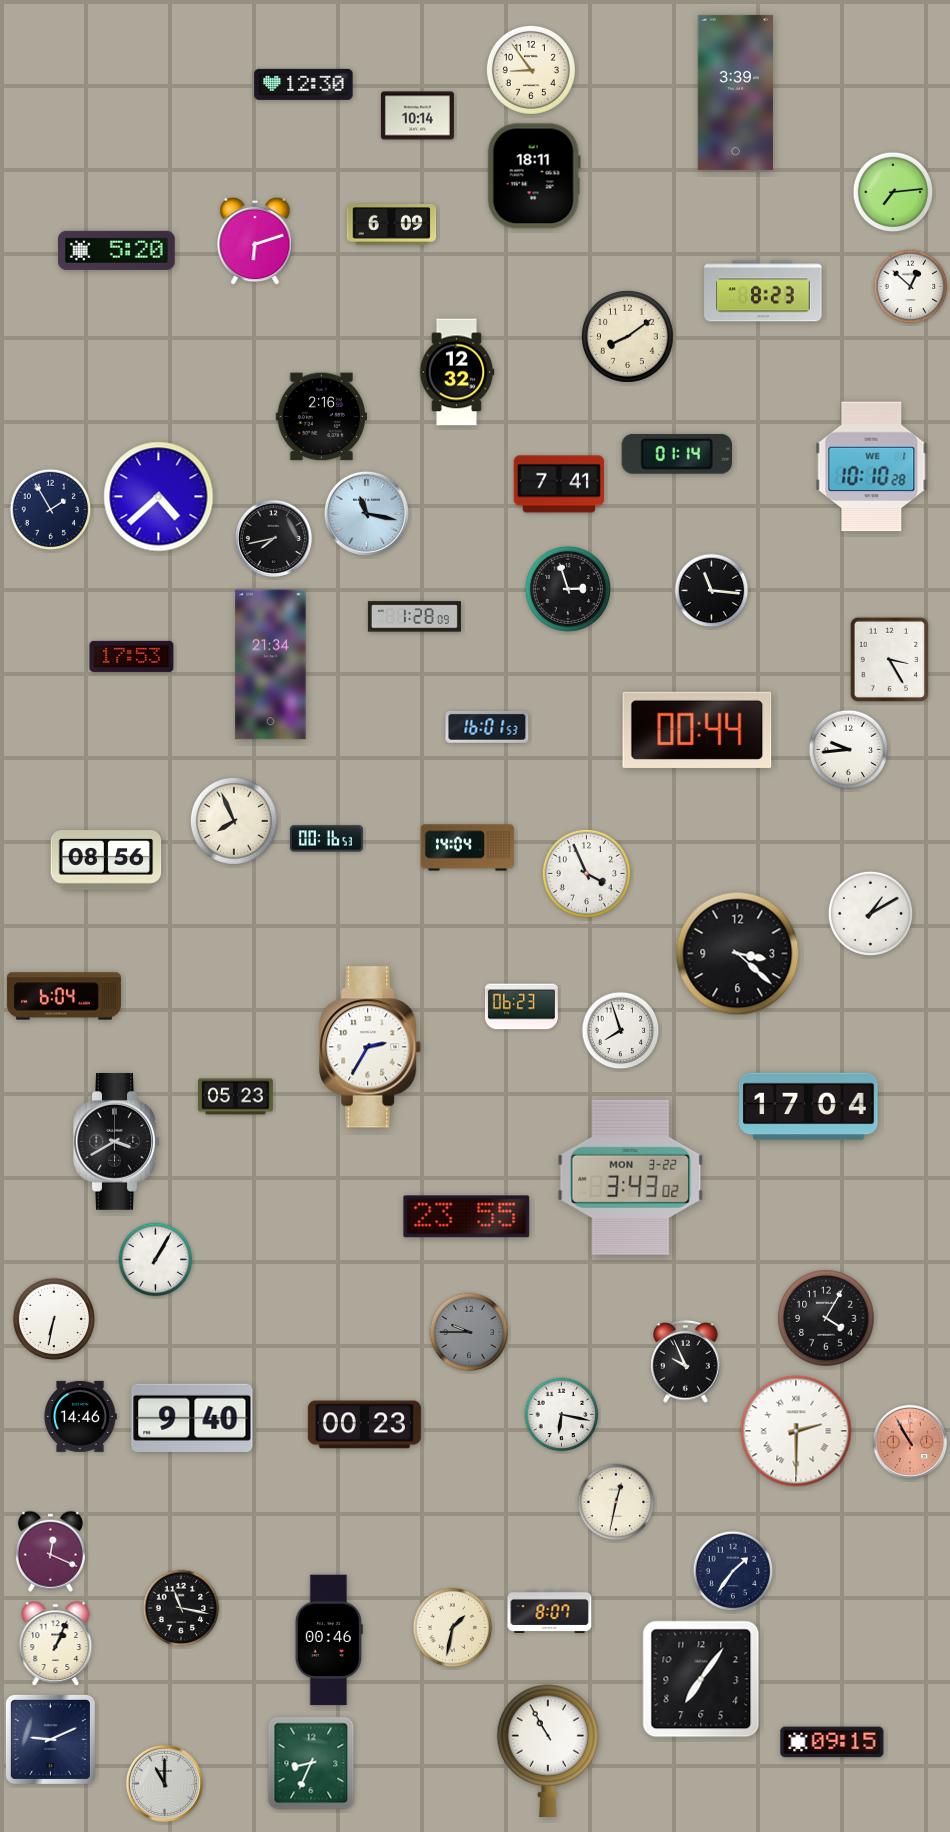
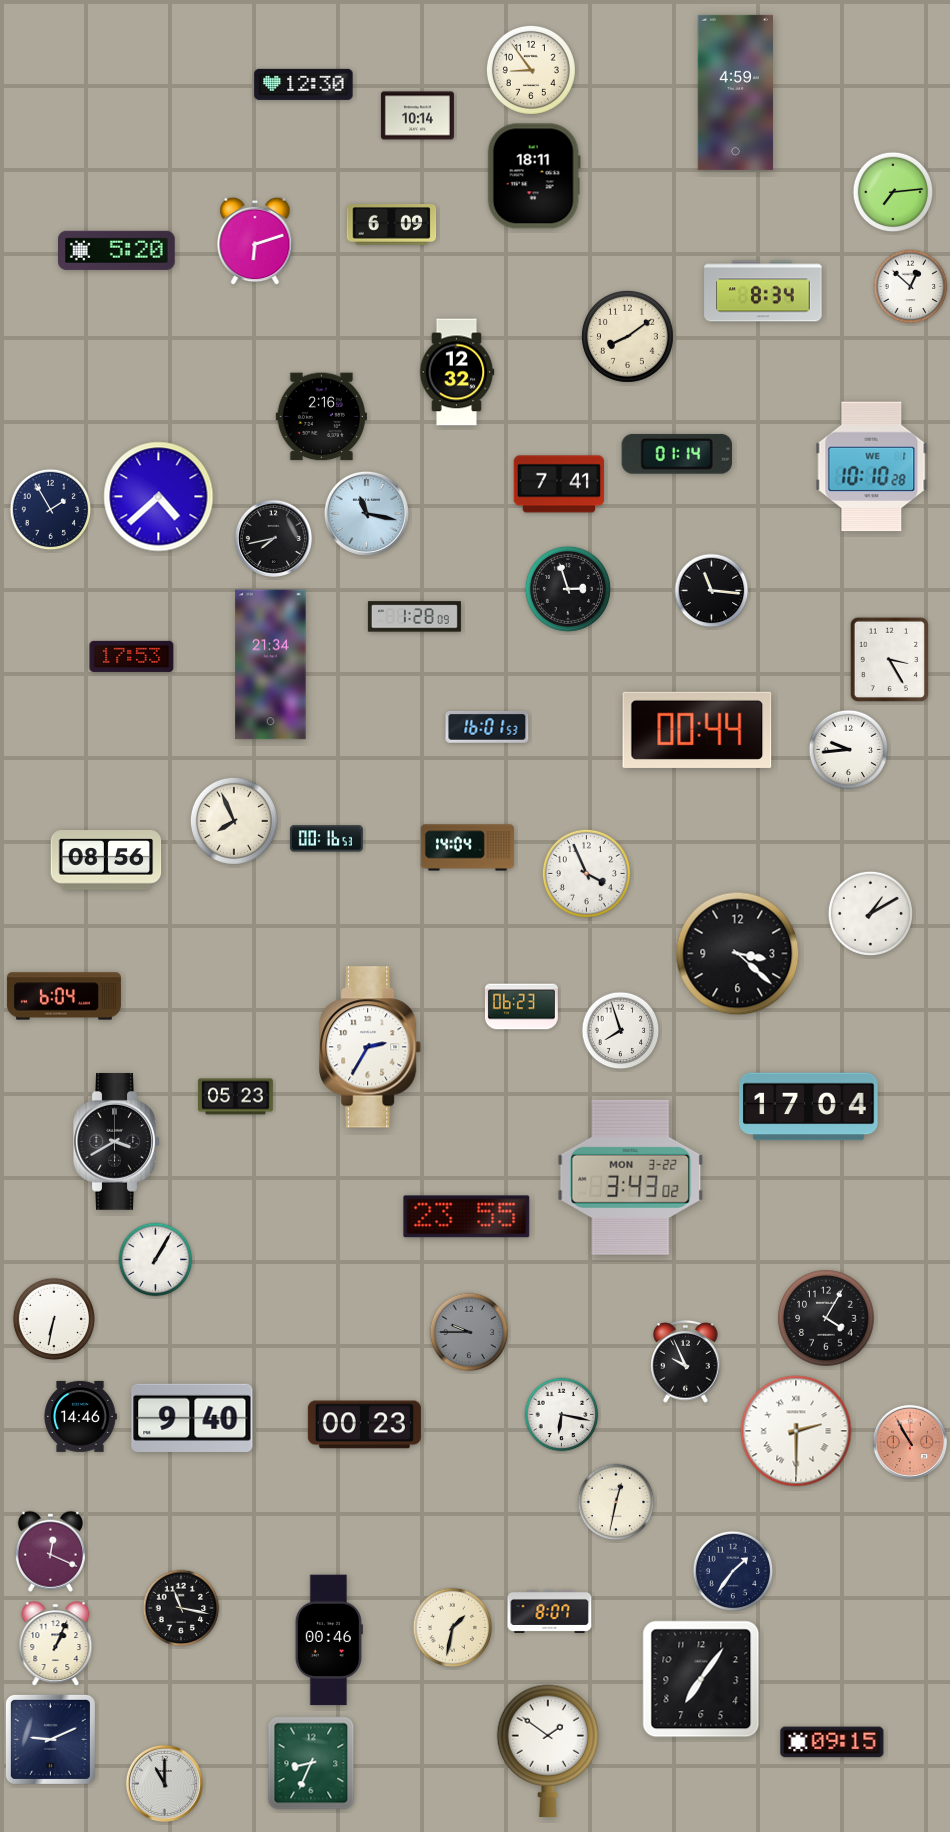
clock at (735, 92): 3:39 -> 4:59
clock at (763, 291): 8:23 -> 8:34
clock at (548, 1751): 10:55 -> 1:51
